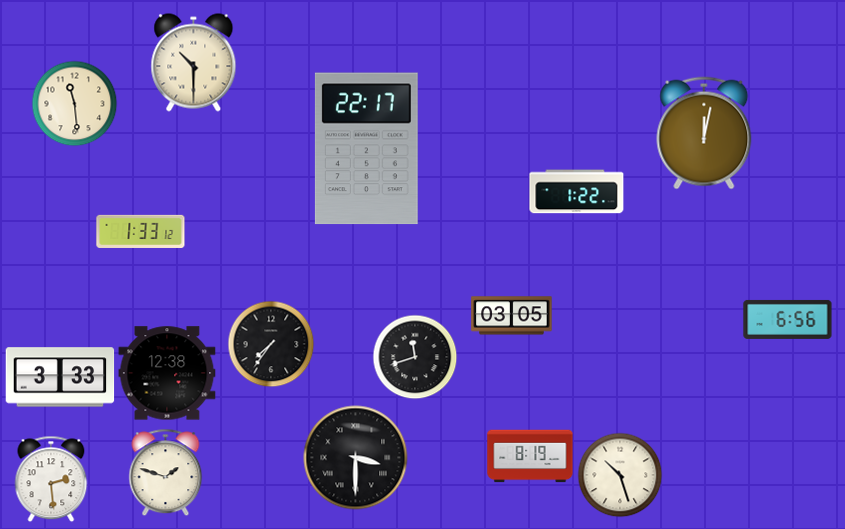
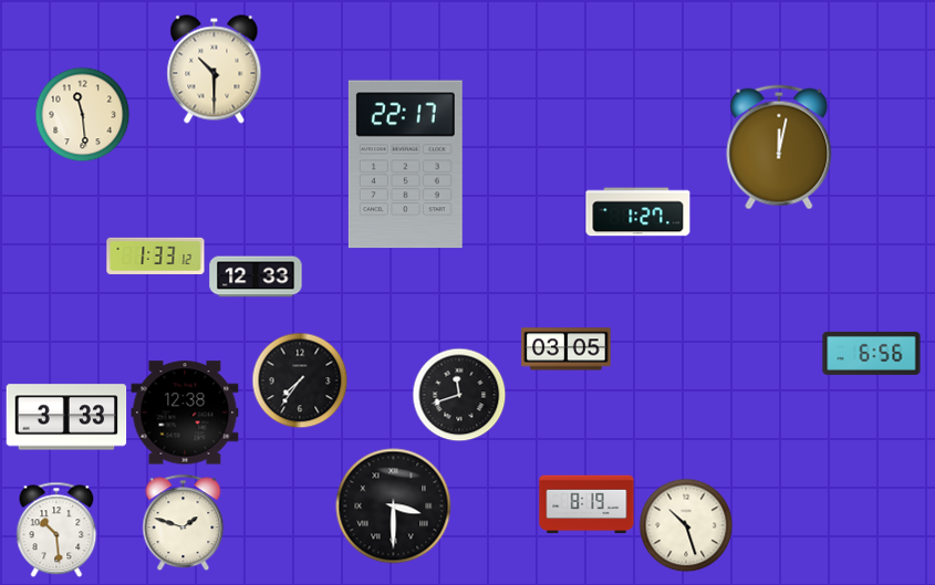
clock at (577, 192): 1:22 -> 1:27
clock at (256, 276): none -> 12:33
clock at (51, 479): 2:29 -> 10:29
